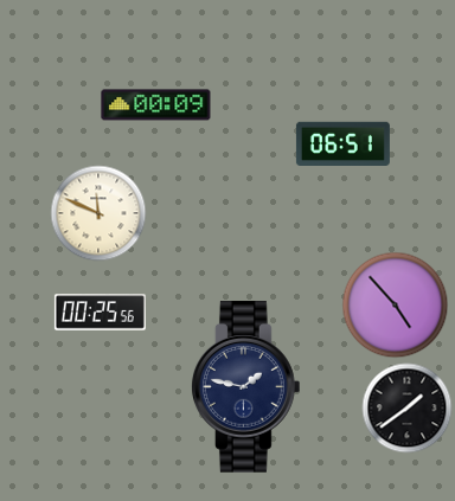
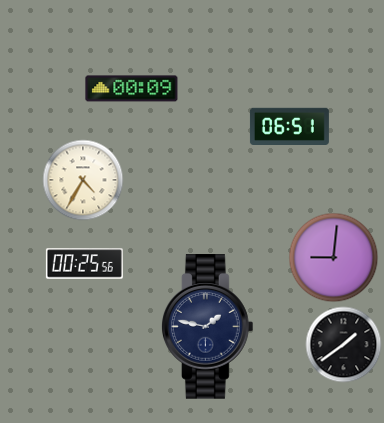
clock at (342, 143) position: (342, 143) -> (289, 126)
clock at (98, 213): 11:49 -> 4:35
clock at (396, 306): 4:53 -> 9:01
